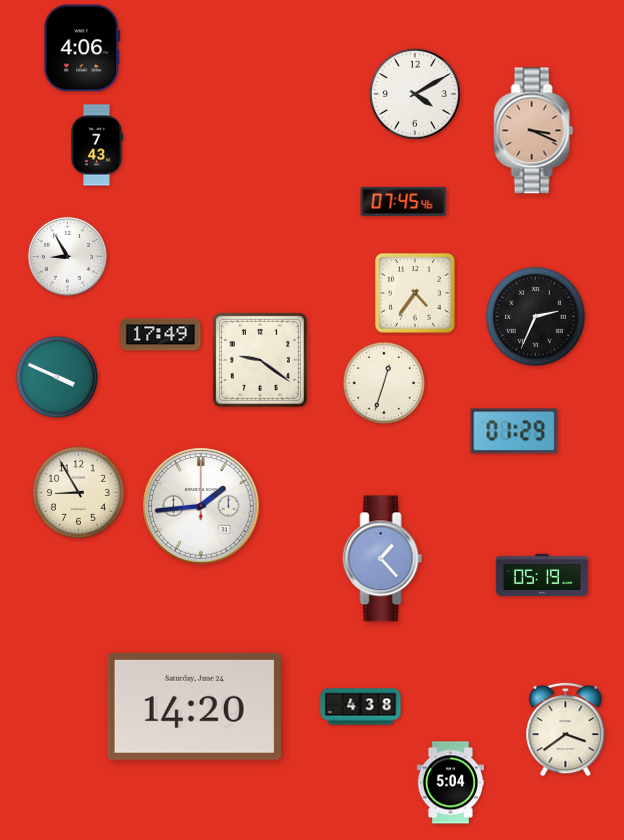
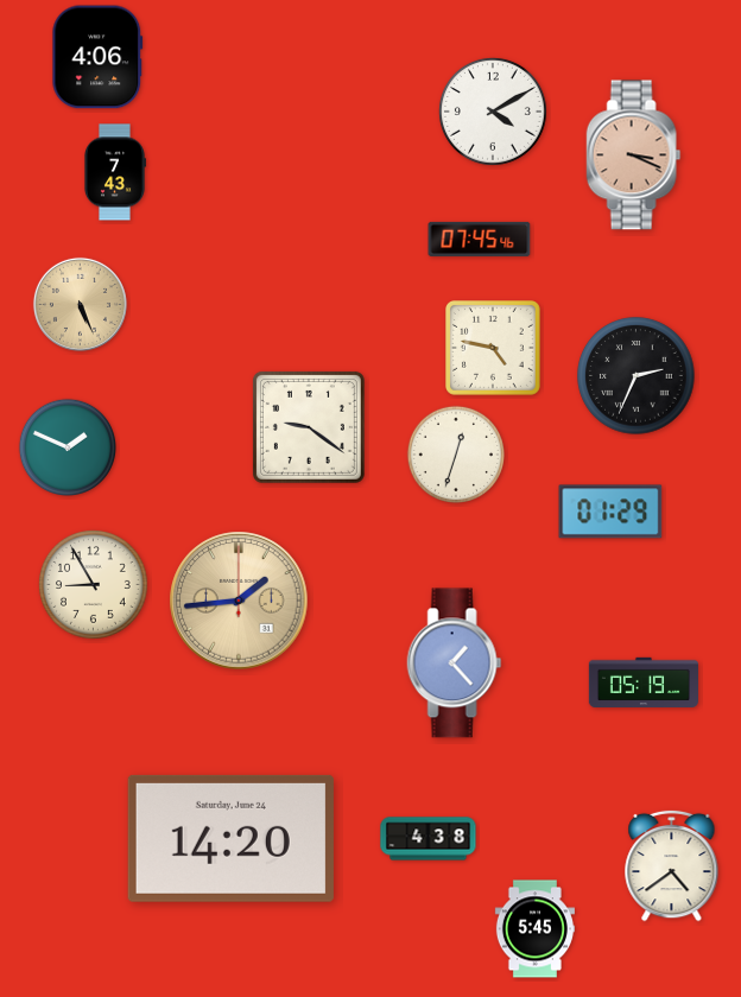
clock at (67, 256): 8:55 -> 5:26
clock at (67, 256) dial: white -> champagne
clock at (416, 294): 4:36 -> 4:47
clock at (161, 335): 17:49 -> none
clock at (56, 376): 3:49 -> 1:49
clock at (201, 506) dial: white -> champagne
clock at (566, 729): 3:39 -> 4:39
clock at (450, 783): 5:04 -> 5:45
